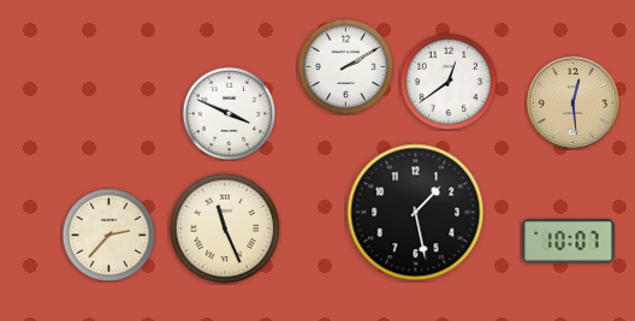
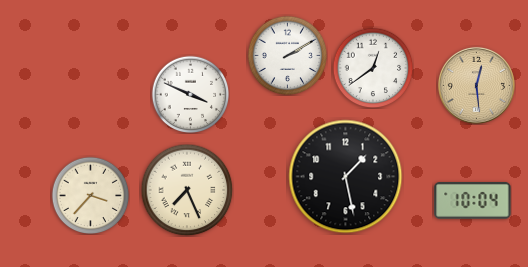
clock at (225, 228): 11:26 -> 7:26
clock at (108, 234): 2:37 -> 3:37
clock at (569, 242): 10:07 -> 10:04
